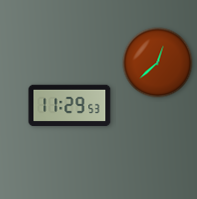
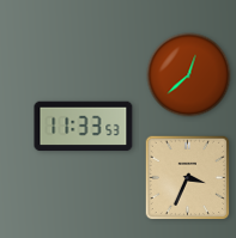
clock at (70, 106): 11:29 -> 11:33
clock at (188, 178): none -> 3:34
